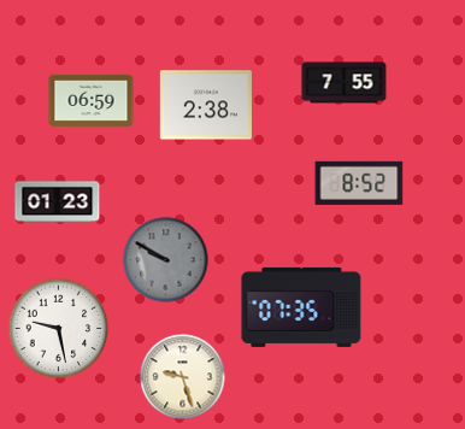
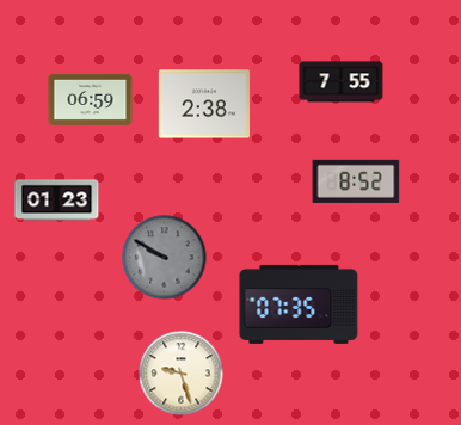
clock at (59, 329): 9:28 -> none
